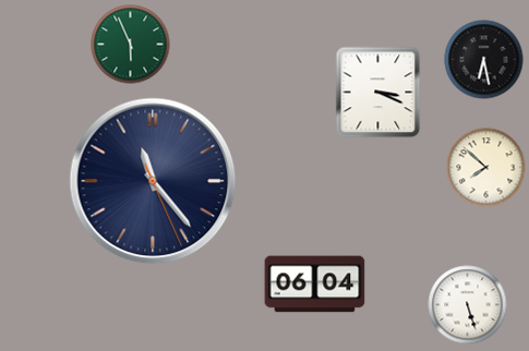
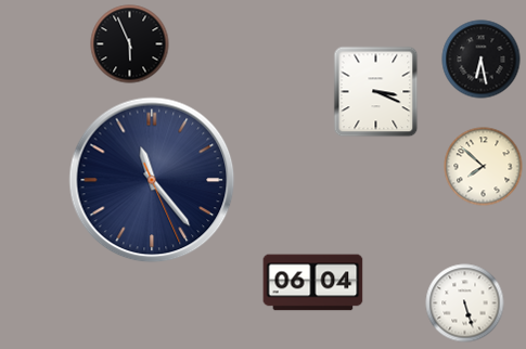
clock at (131, 45) dial: green -> black
